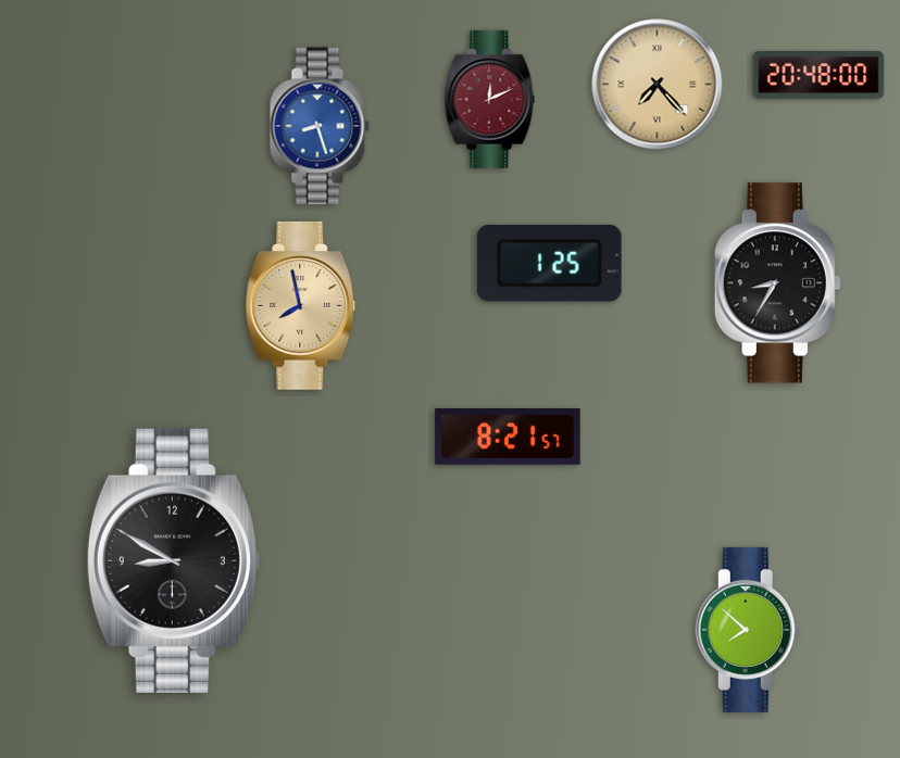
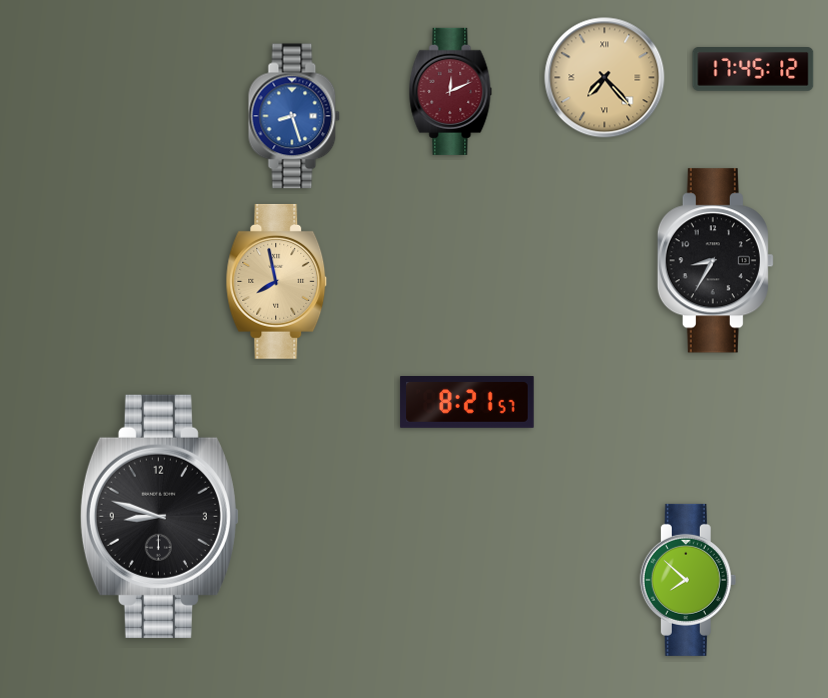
clock at (818, 76): 20:48 -> 17:45
clock at (549, 263): 1:25 -> none
clock at (173, 560): 8:50 -> 8:48
